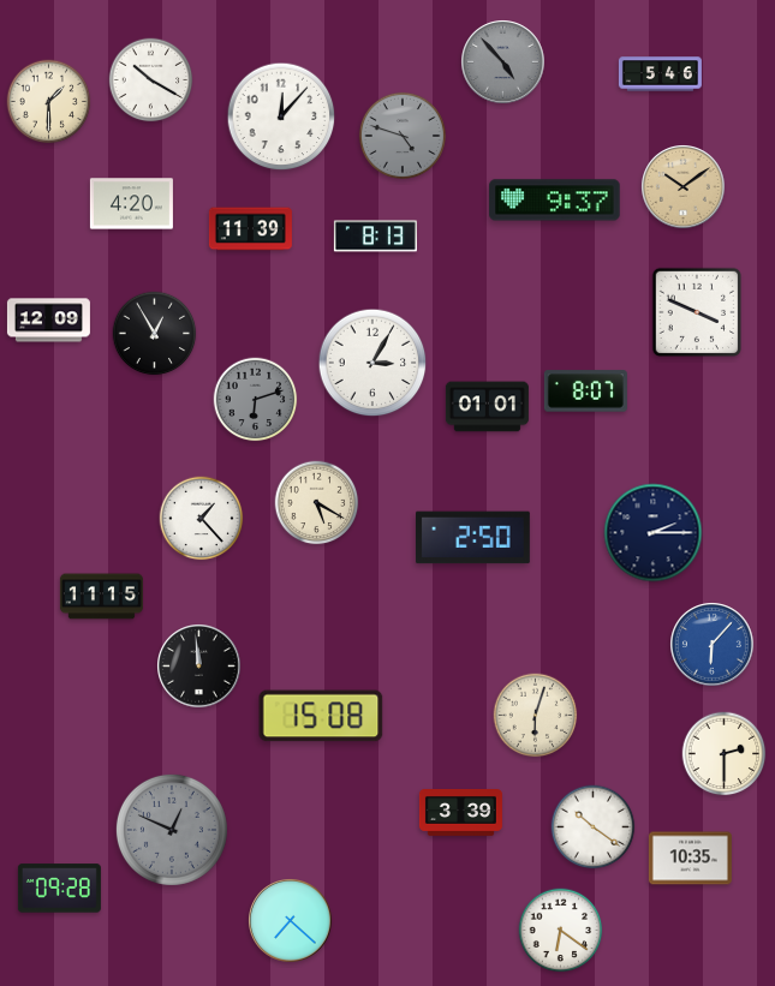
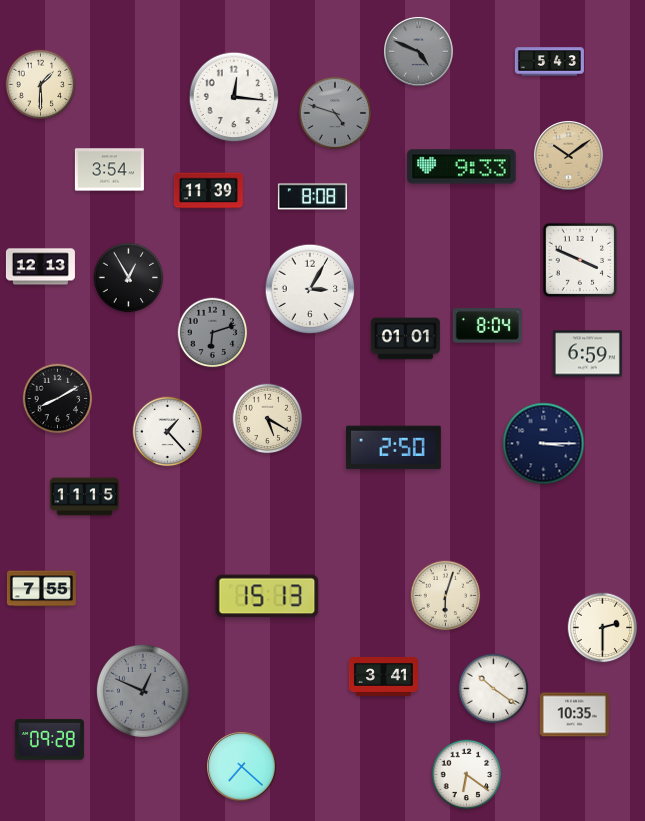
clock at (503, 62): 4:53 -> 4:49
clock at (660, 74): 5:46 -> 5:43
clock at (151, 80): 10:20 -> none
clock at (281, 116): 12:07 -> 12:16
clock at (555, 201): 9:37 -> 9:33
clock at (131, 204): 4:20 -> 3:54
clock at (375, 237): 8:13 -> 8:08
clock at (48, 321): 12:09 -> 12:13
clock at (372, 363) position: (372, 363) -> (310, 289)
clock at (585, 392): 8:07 -> 8:04
clock at (587, 354): none -> 6:59
clock at (58, 399): none -> 8:10
clock at (317, 503) position: (317, 503) -> (268, 419)
clock at (654, 533): 2:15 -> 3:15
clock at (713, 645): 6:07 -> none
clock at (199, 667): 11:59 -> none
clock at (41, 589): none -> 7:55
clock at (321, 716): 15:08 -> 15:13
clock at (460, 813): 3:39 -> 3:41
